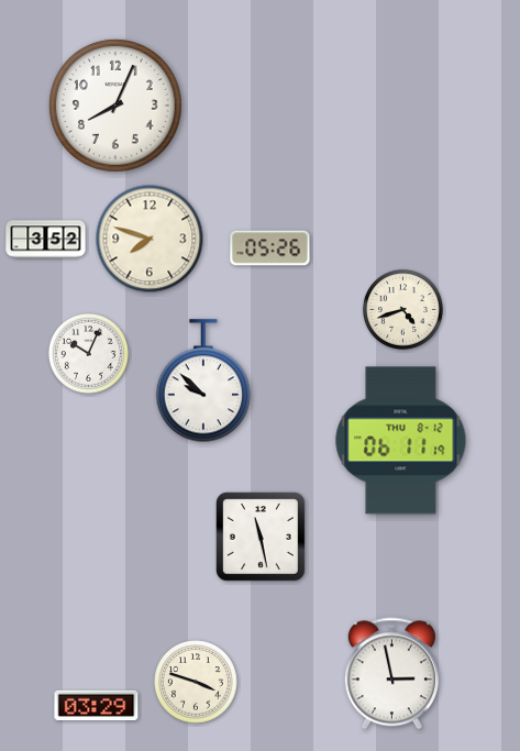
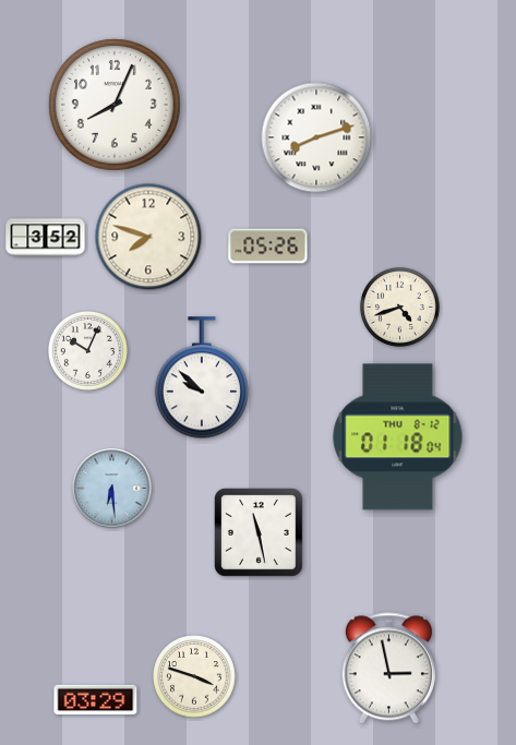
clock at (316, 137): none -> 8:12
clock at (401, 441): 06:11 -> 01:18
clock at (112, 489): none -> 6:29
